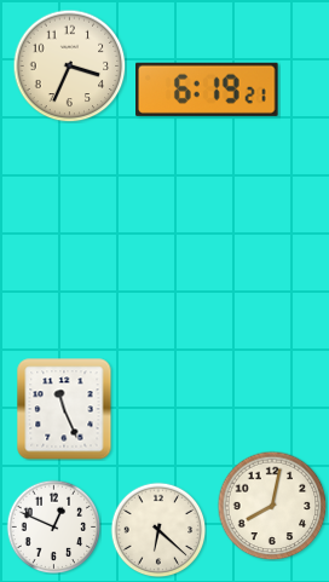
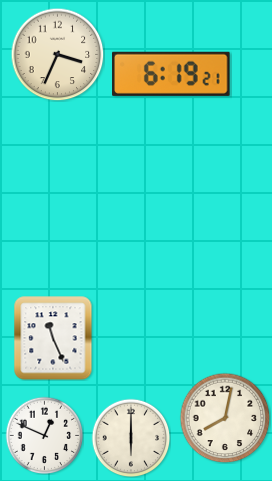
clock at (158, 530): 6:22 -> 6:00
